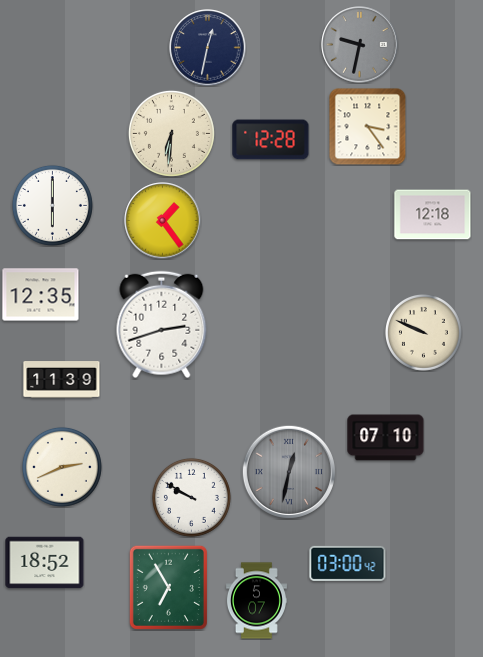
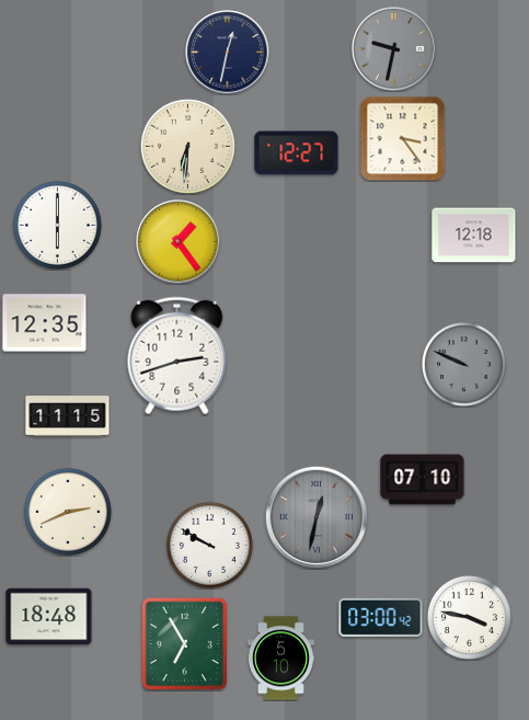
clock at (271, 140): 12:28 -> 12:27
clock at (423, 332) dial: cream -> grey
clock at (62, 380): 11:39 -> 11:15
clock at (45, 563): 18:52 -> 18:48
clock at (469, 617): none -> 3:47
clock at (256, 601): 5:07 -> 5:10
